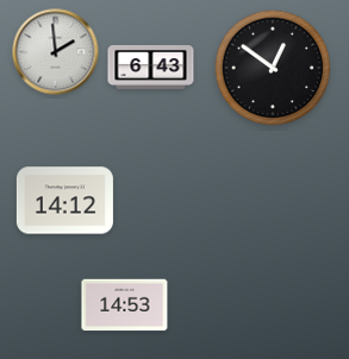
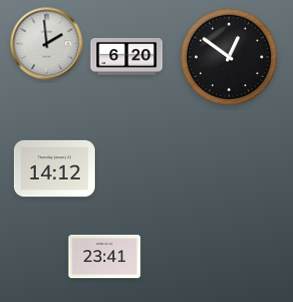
clock at (151, 67): 6:43 -> 6:20
clock at (125, 306): 14:53 -> 23:41
